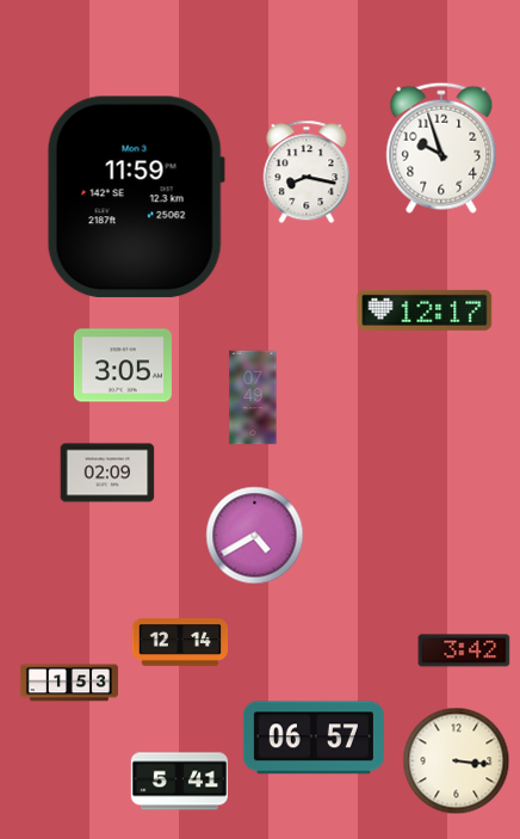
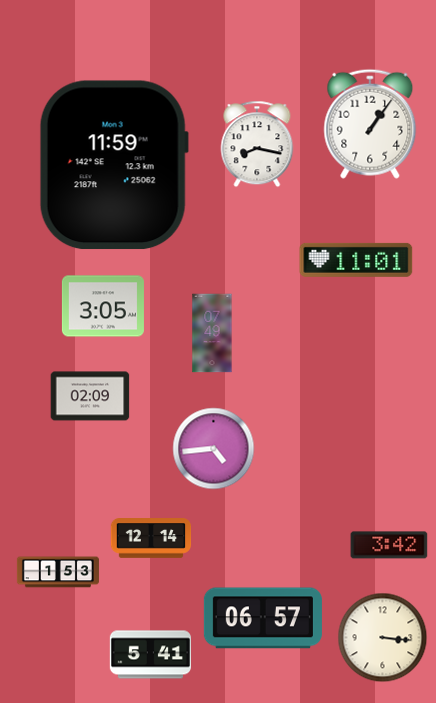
clock at (441, 148): 9:57 -> 1:06
clock at (425, 310): 12:17 -> 11:01
clock at (255, 536): 4:40 -> 4:44
